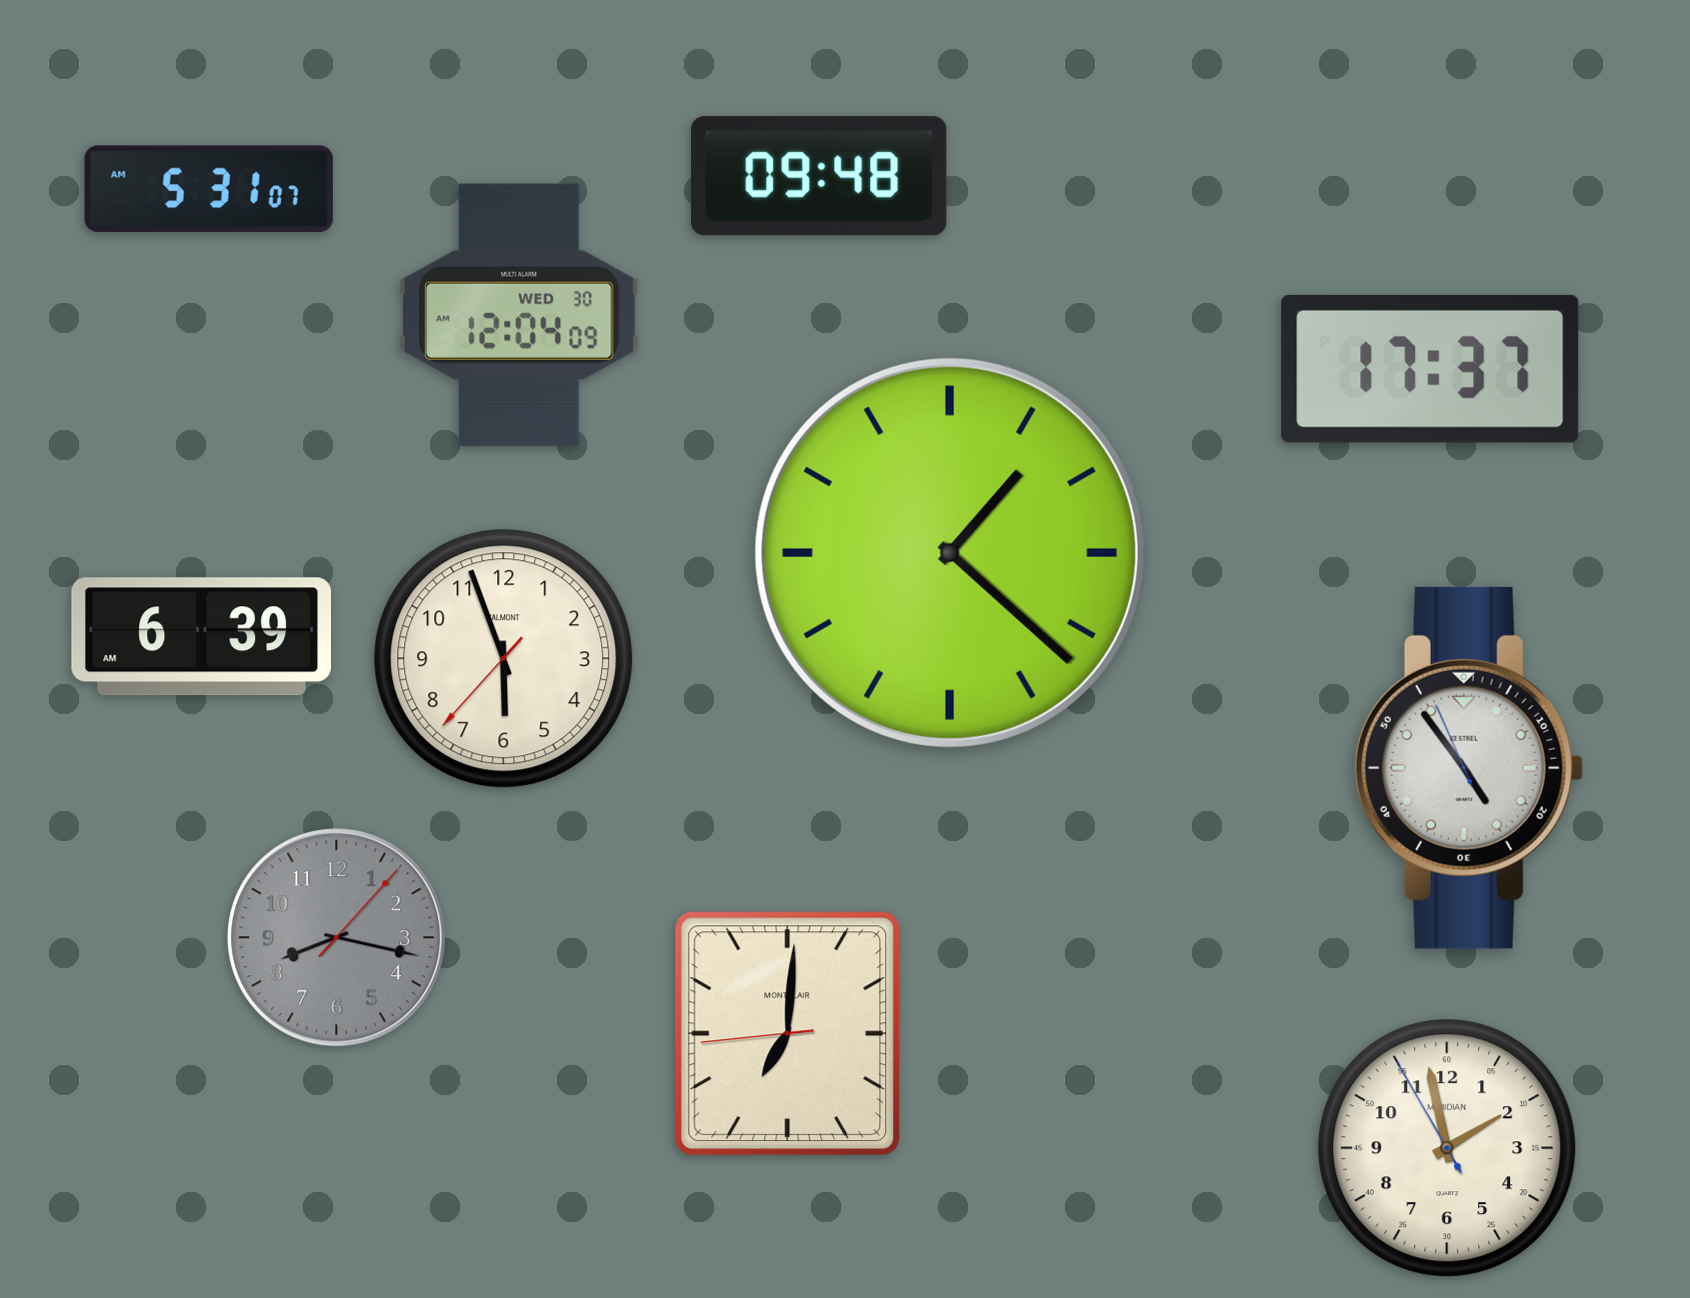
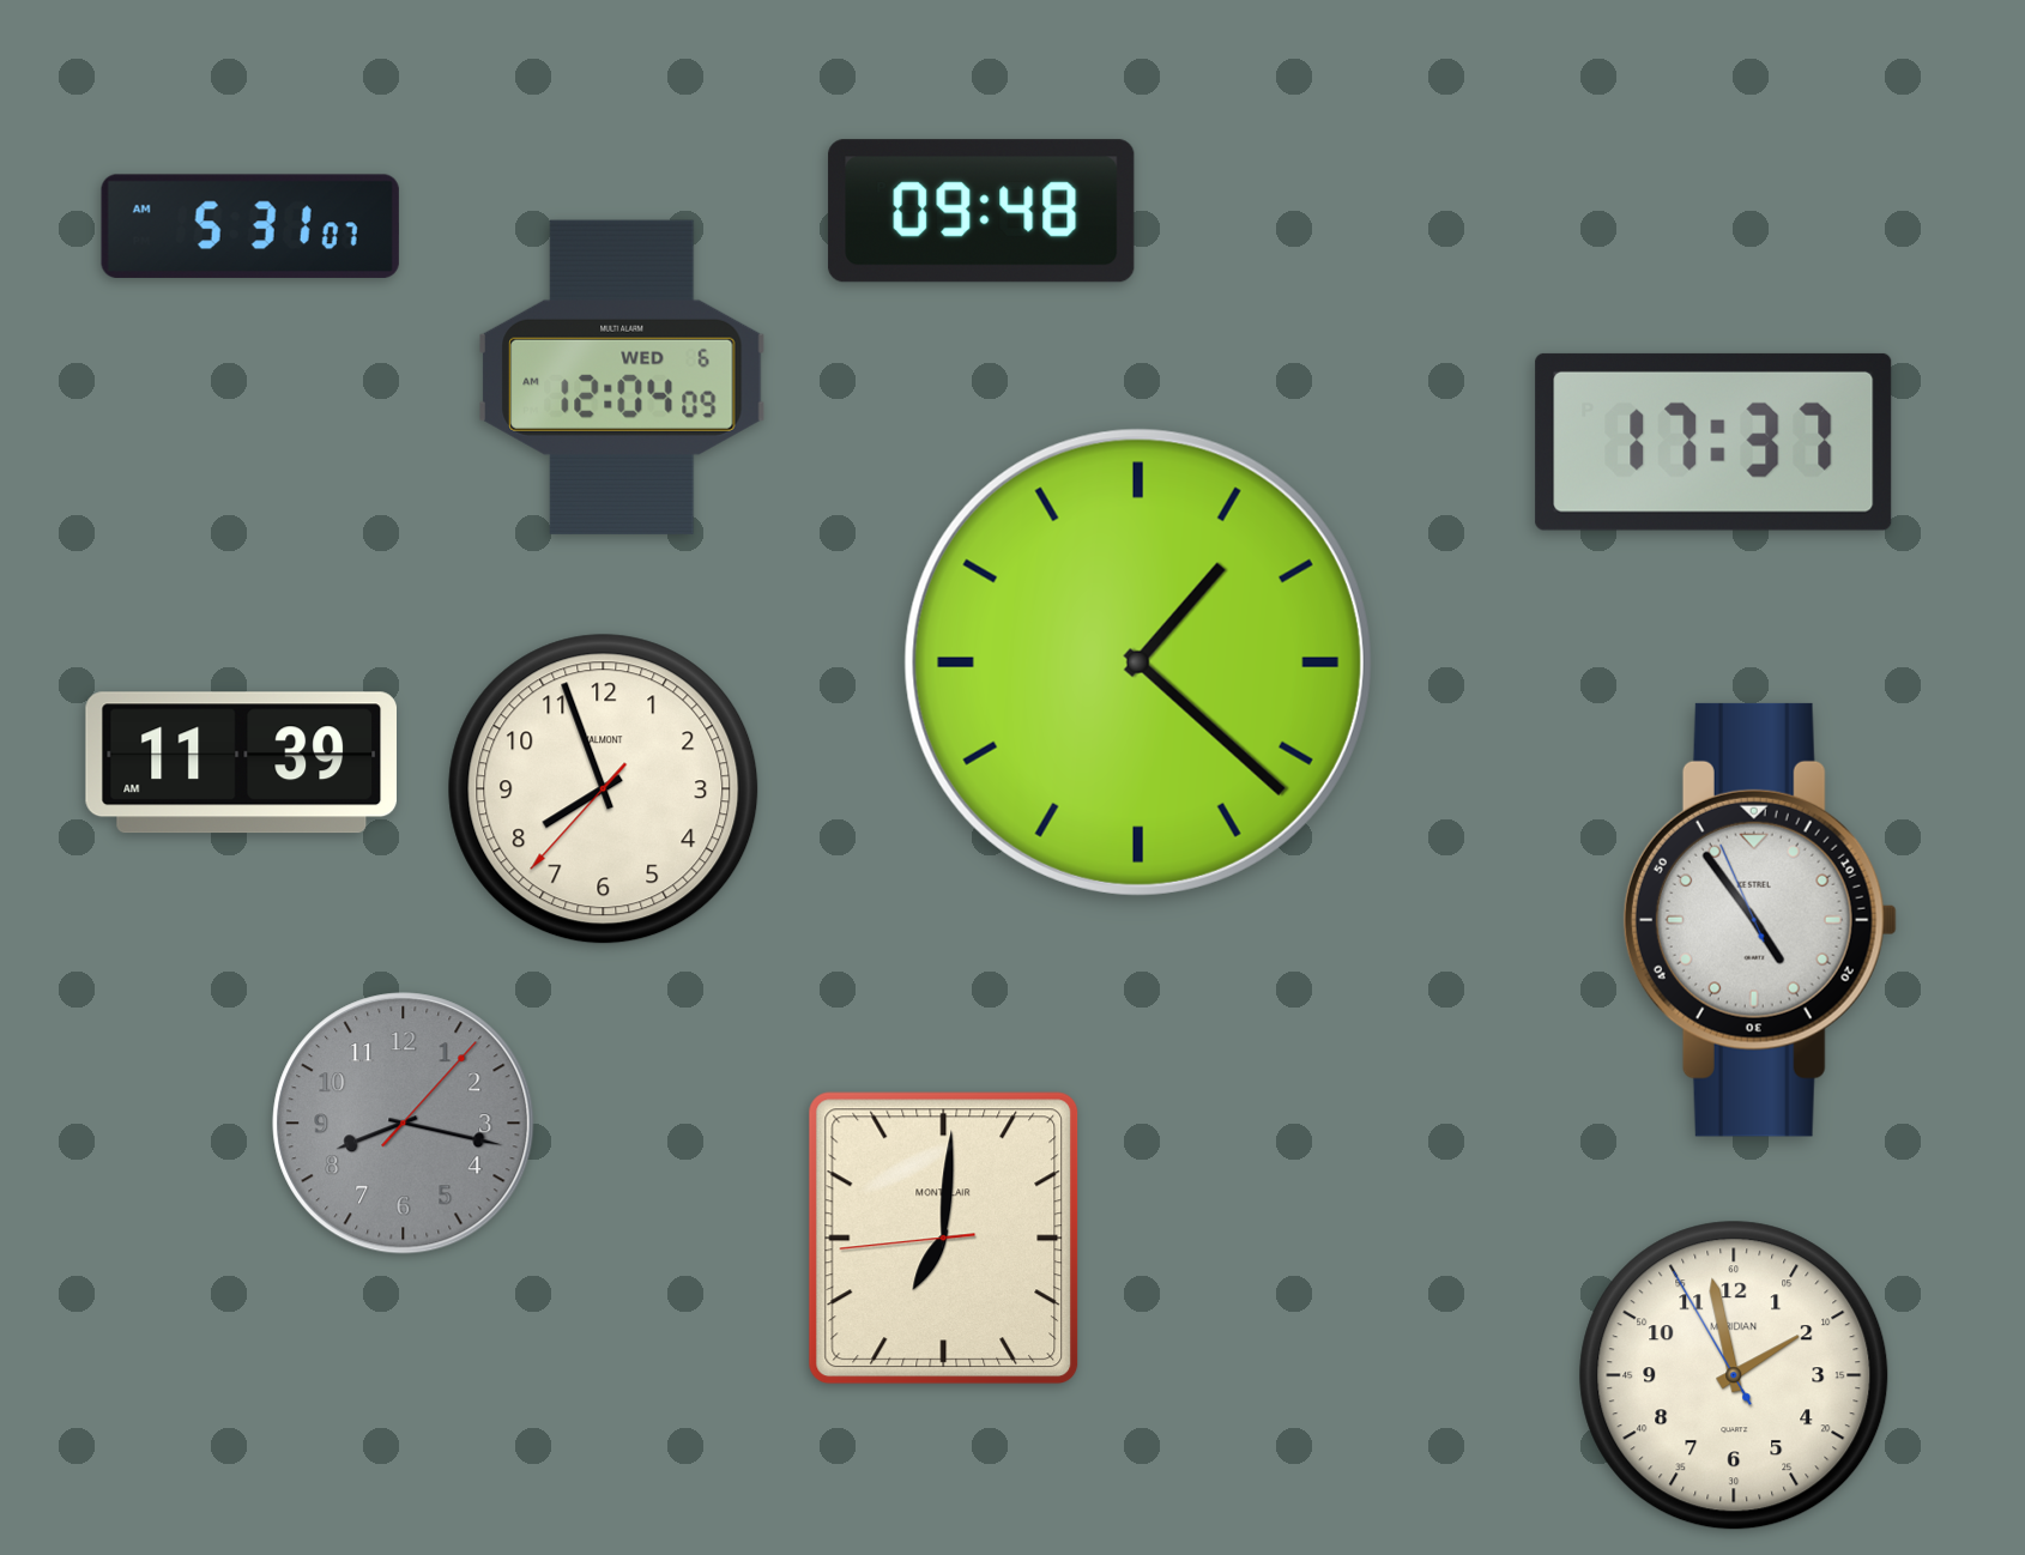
clock at (520, 315) date: WED 30 -> WED 6
clock at (201, 637): 6:39 -> 11:39
clock at (504, 659): 5:56 -> 7:56
